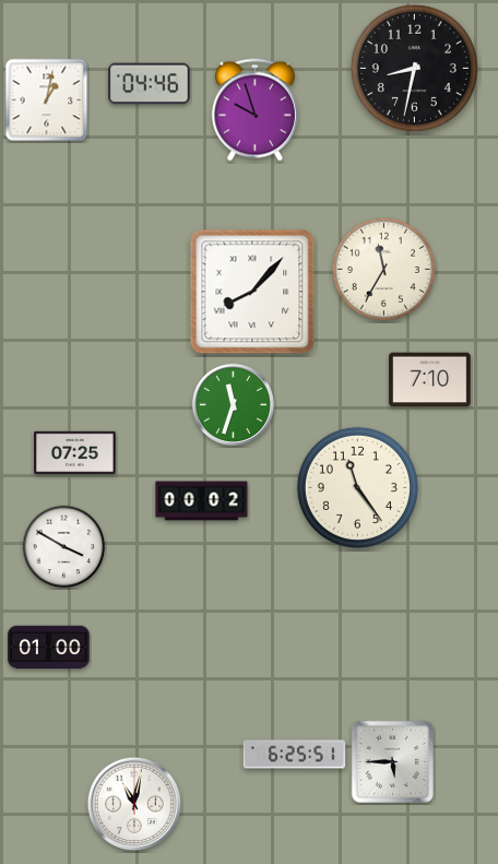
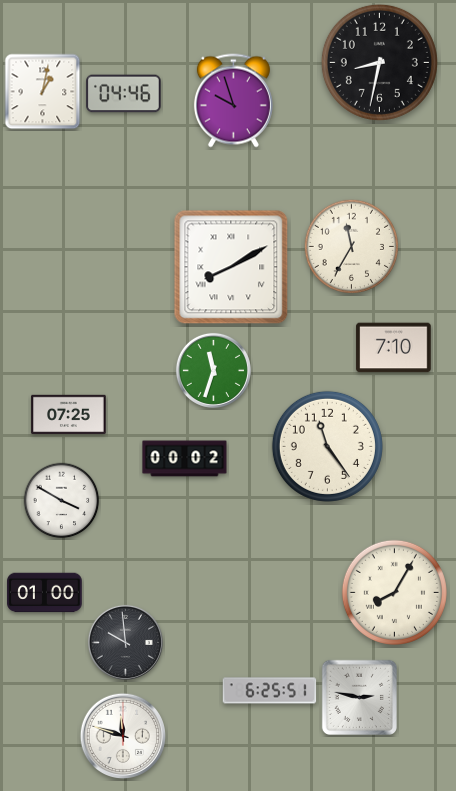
clock at (150, 84) position: (150, 84) -> (124, 94)
clock at (252, 292): 8:07 -> 8:10
clock at (64, 547) position: (64, 547) -> (62, 501)
clock at (394, 592): none -> 8:05
clock at (125, 642): none -> 9:59
clock at (392, 761): 5:45 -> 2:47
clock at (133, 803): 11:02 -> 11:48
